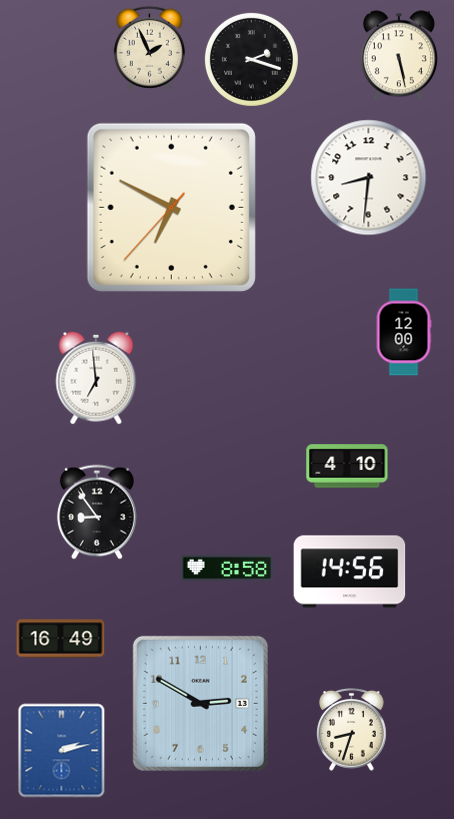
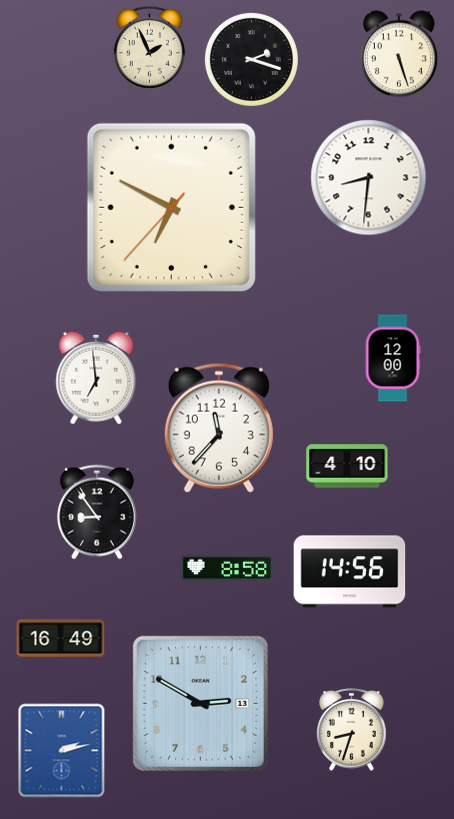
clock at (399, 55): 5:28 -> 5:27
clock at (404, 332) position: (404, 332) -> (393, 358)
clock at (219, 428): none -> 11:37
